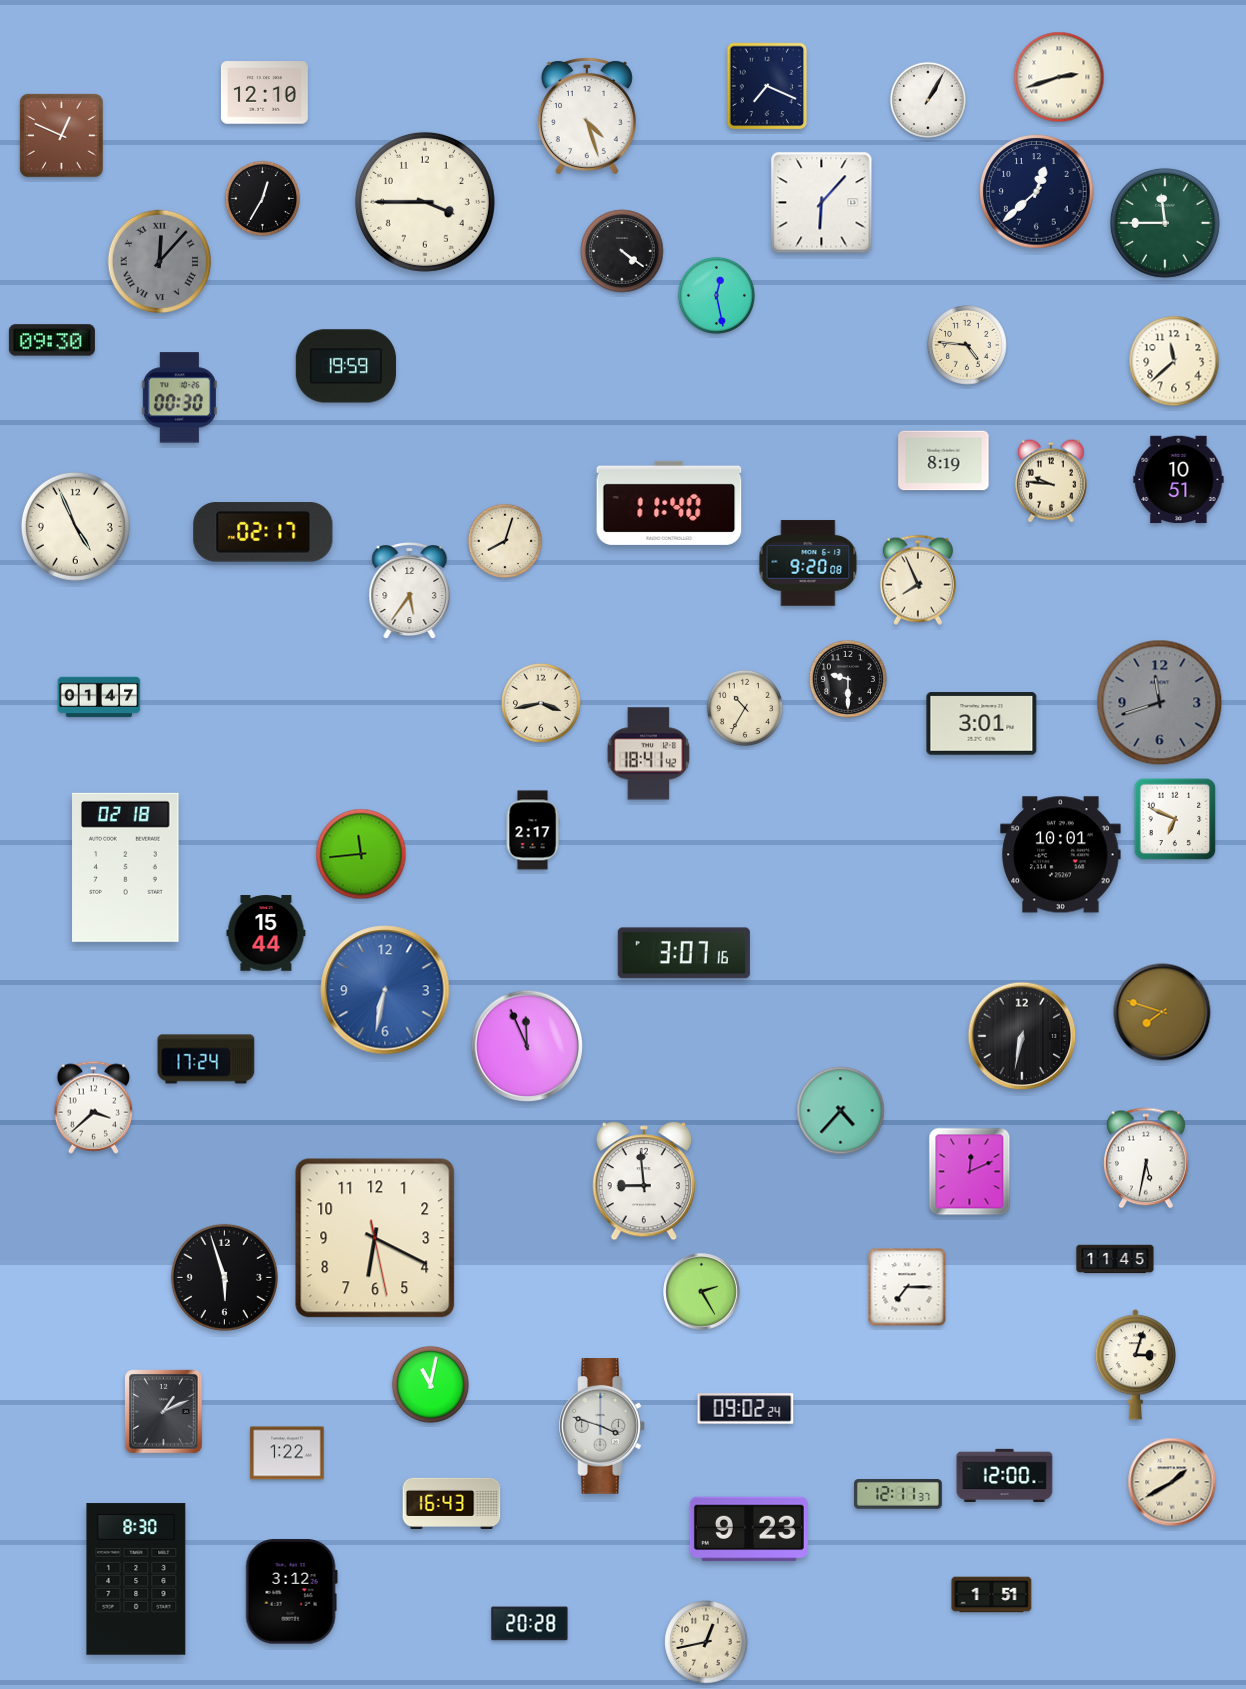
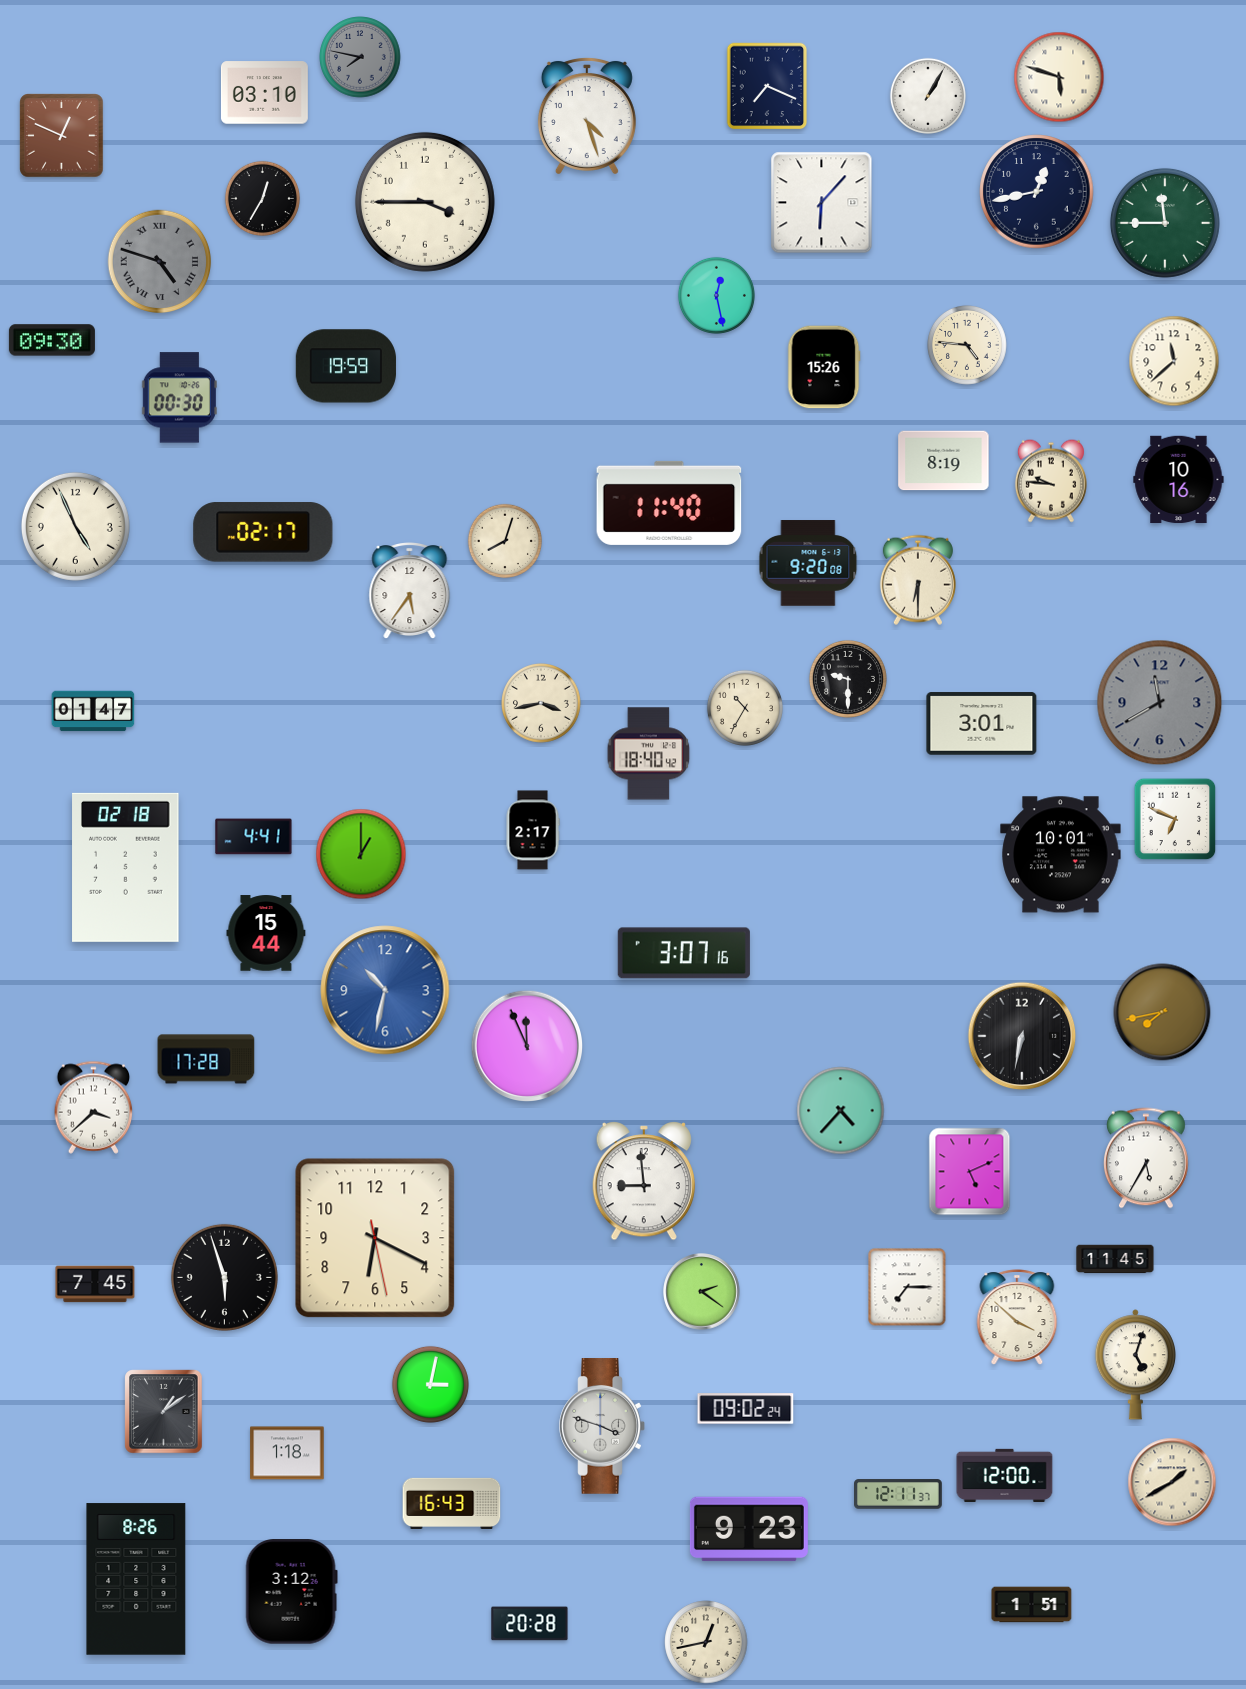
clock at (360, 57): none -> 7:47
clock at (1059, 77): 2:42 -> 5:48
clock at (264, 93): 12:10 -> 03:10
clock at (928, 100) position: (928, 100) -> (928, 96)
clock at (1037, 192): 12:38 -> 12:43
clock at (622, 251): 4:21 -> none
clock at (160, 262): 12:07 -> 4:48
clock at (824, 367): none -> 15:26
clock at (1179, 480): 10:51 -> 10:16
clock at (918, 580): 7:56 -> 6:30
clock at (99, 697) position: (99, 697) -> (93, 711)
clock at (1160, 703): 11:42 -> 11:40
clock at (649, 754): 18:41 -> 18:40
clock at (254, 837): none -> 4:41
clock at (361, 854): 11:44 -> 1:00
clock at (385, 990): 6:32 -> 10:32
clock at (1162, 1012): 7:48 -> 7:43
clock at (206, 1059): 17:24 -> 17:28
clock at (1147, 1158): 5:32 -> 5:35
clock at (970, 1172): 12:11 -> 5:11
clock at (95, 1284): none -> 7:45
clock at (702, 1292): 2:25 -> 2:21
clock at (1017, 1317): none -> 3:52
clock at (1135, 1365): 3:03 -> 5:03
clock at (430, 1384): 11:02 -> 3:02
clock at (164, 1412): 1:11 -> 1:09
clock at (287, 1453): 1:22 -> 1:18
clock at (136, 1579): 8:30 -> 8:26
clock at (992, 1595) position: (992, 1595) -> (1032, 1605)
